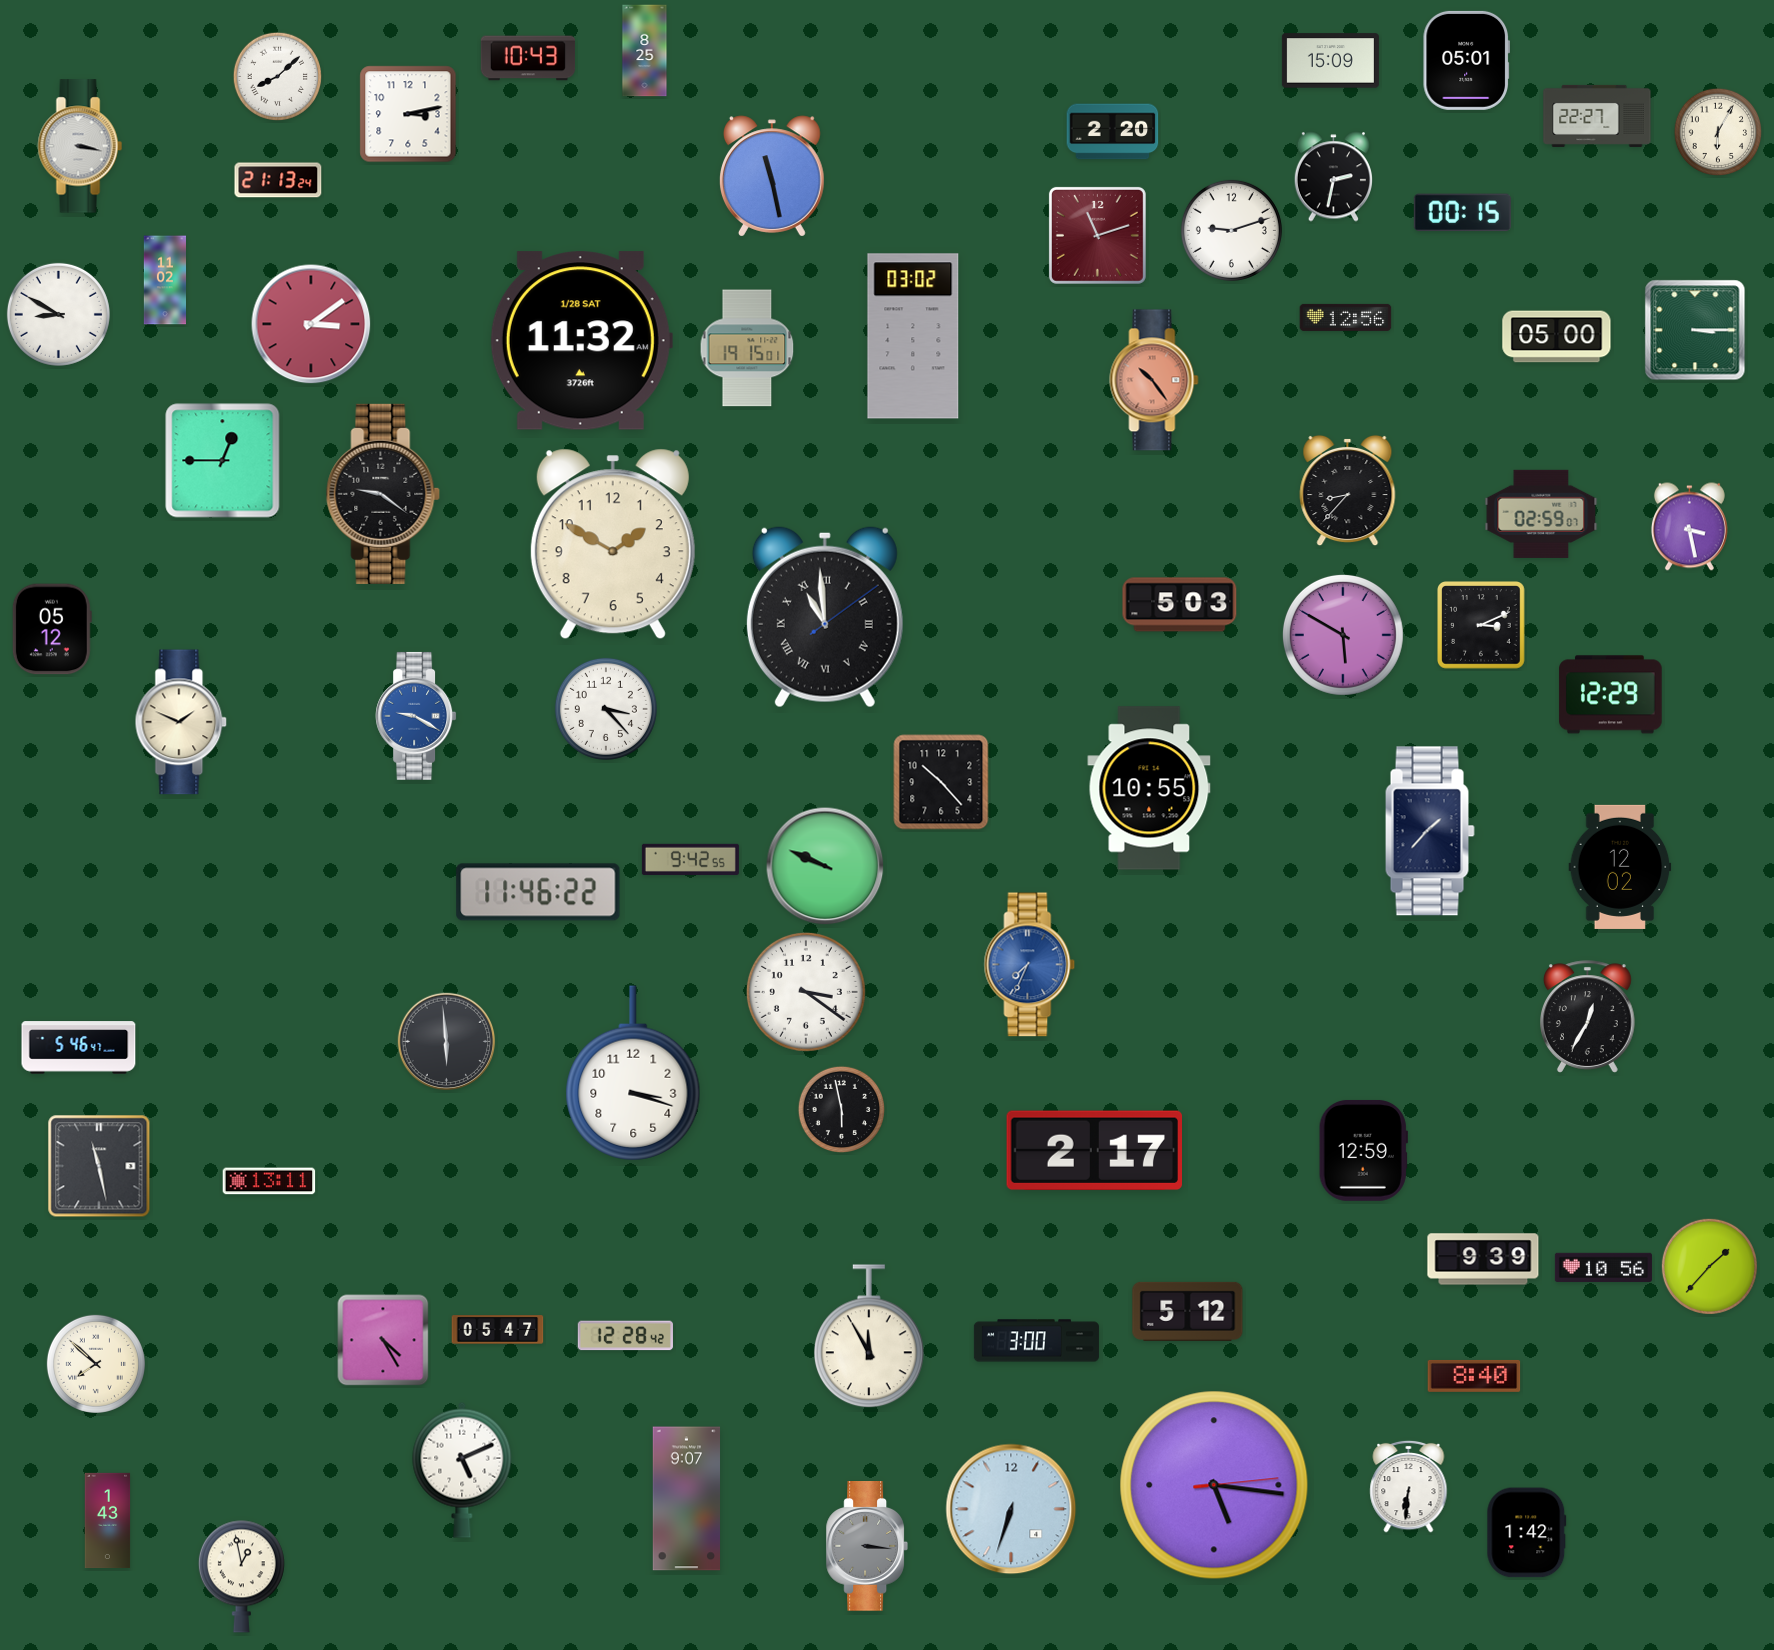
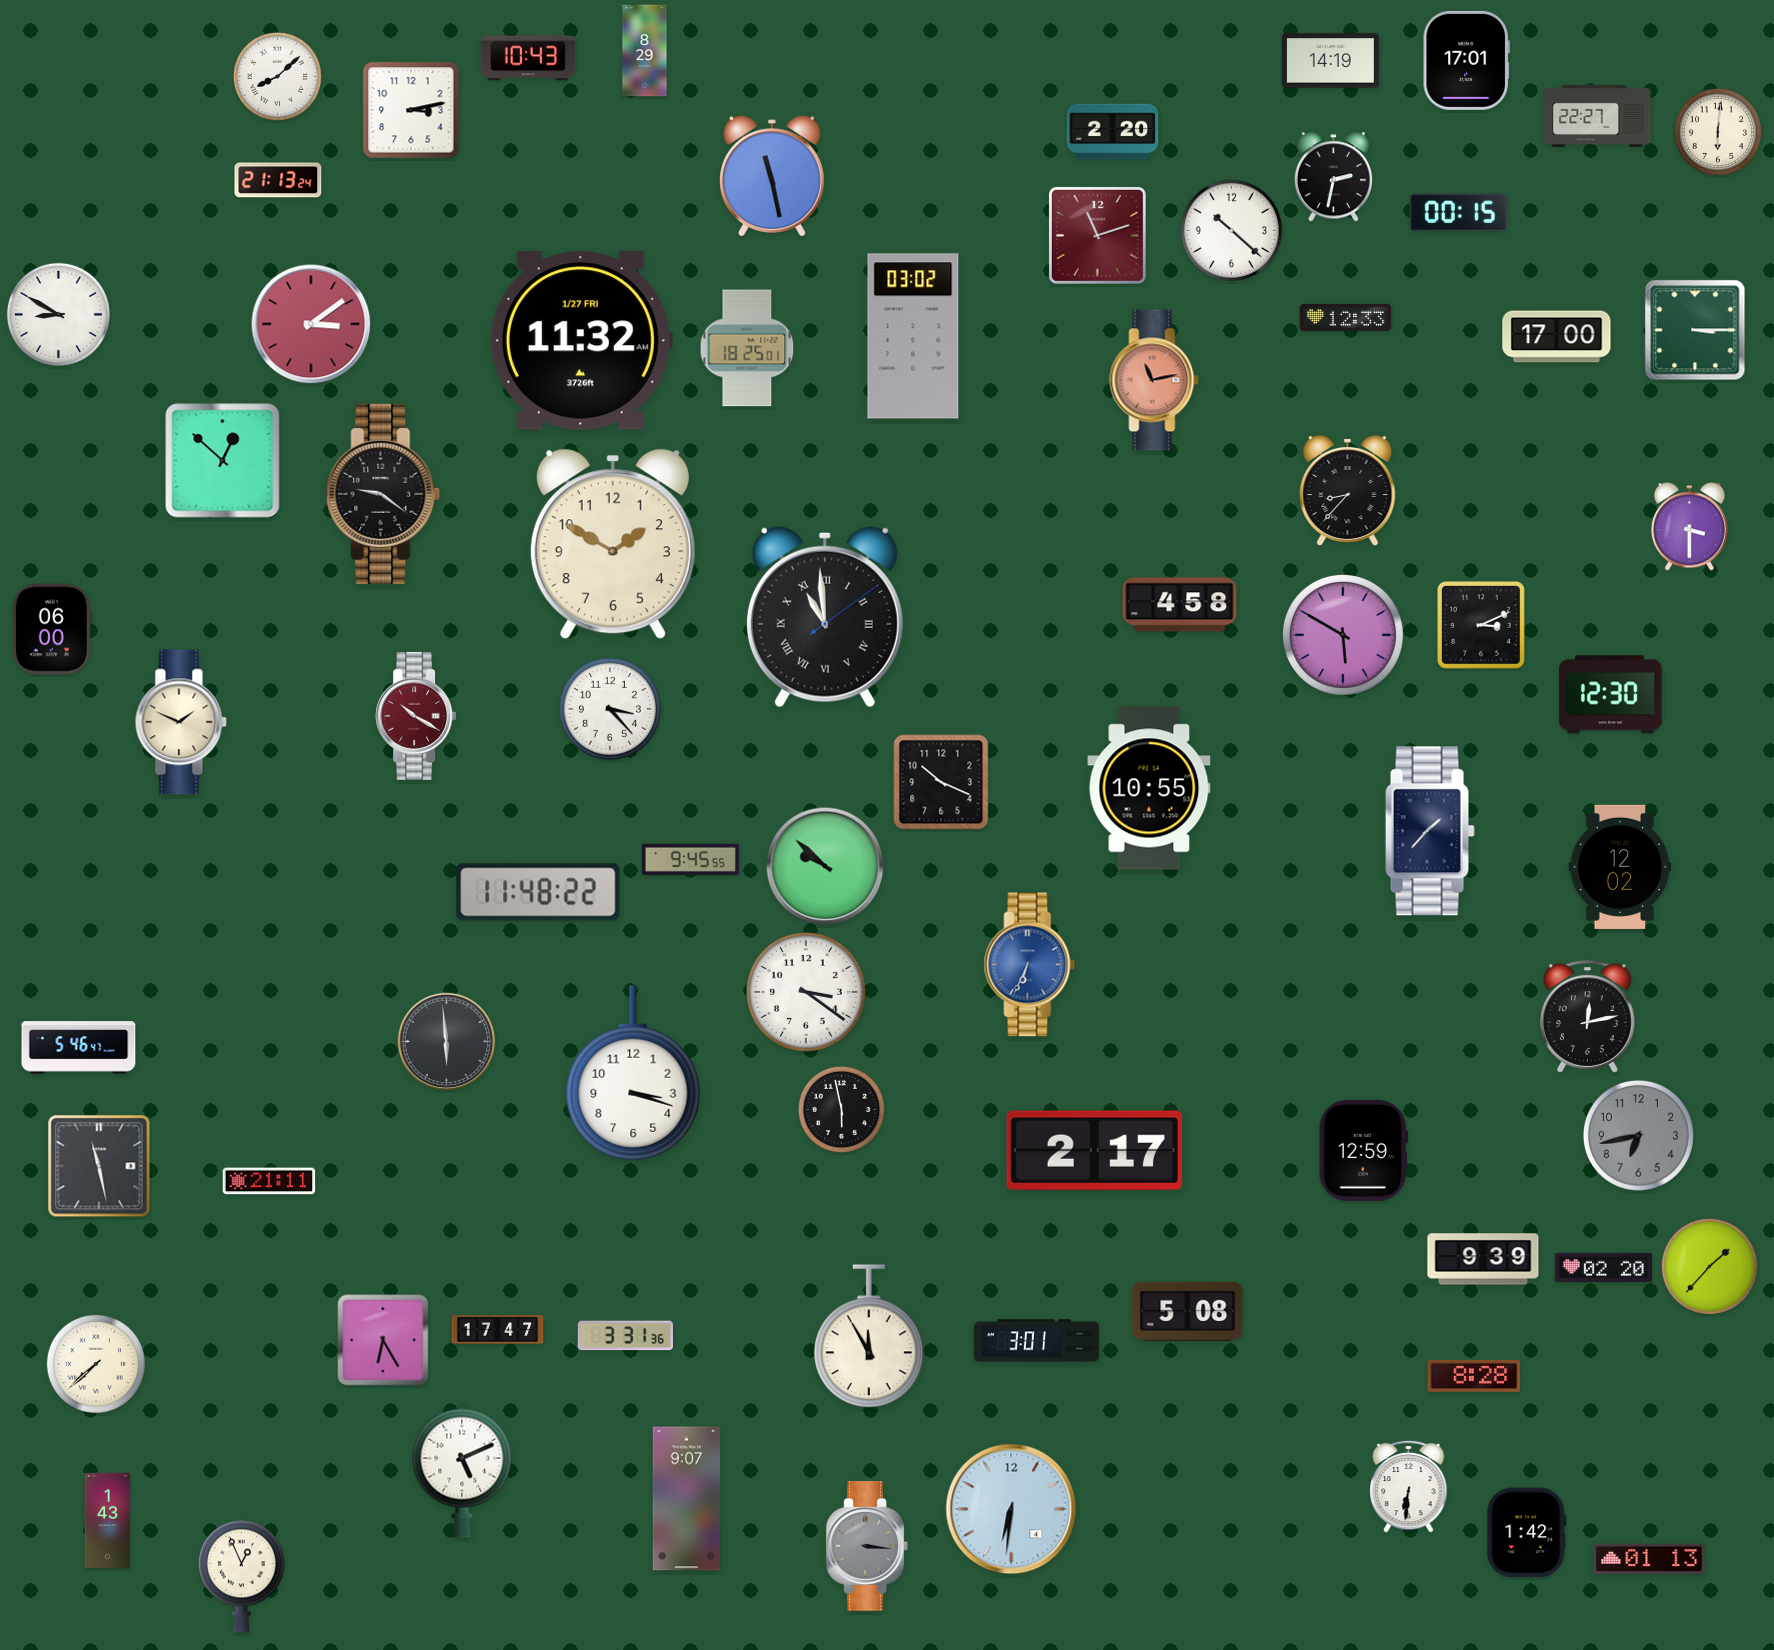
clock at (645, 51): 8:25 -> 8:29
clock at (1466, 60): 05:01 -> 17:01
clock at (1330, 61): 15:09 -> 14:19
clock at (408, 114) position: (408, 114) -> (411, 110)
clock at (1717, 131): 6:05 -> 6:01
clock at (80, 146): 3:17 -> none
clock at (1462, 213) position: (1462, 213) -> (1458, 213)
clock at (1231, 230): 9:12 -> 10:22
clock at (164, 280): 11:02 -> none
clock at (1346, 317): 12:56 -> 12:33
clock at (1557, 337): 05:00 -> 17:00
clock at (581, 341) date: 1/28 SAT -> 1/27 FRI
clock at (747, 348): 19:15 -> 18:25
clock at (1154, 380): 10:24 -> 11:13
clock at (223, 461): 12:45 -> 12:52
clock at (1541, 514): 02:59 -> none
clock at (1689, 527): 3:28 -> 3:30
clock at (1180, 605): 5:03 -> 4:58
clock at (52, 629): 05:12 -> 06:00
clock at (1611, 695): 12:29 -> 12:30
clock at (606, 709) position: (606, 709) -> (610, 709)
clock at (416, 716): 9:20 -> 10:20
clock at (416, 716) dial: blue -> burgundy
clock at (941, 782): 10:23 -> 10:19
clock at (690, 859): 9:42 -> 9:45
clock at (825, 866): 9:49 -> 9:52
clock at (538, 892): 11:46 -> 11:48
clock at (1030, 965): 7:34 -> 6:34
clock at (1588, 1017): 12:35 -> 12:13
clock at (1638, 1135): none -> 6:43
clock at (269, 1181): 13:11 -> 21:11
clock at (1603, 1267): 10:56 -> 02:20
clock at (1188, 1311): 5:12 -> 5:08
clock at (498, 1330): 05:47 -> 17:47
clock at (625, 1336): 12:28 -> 3:31
clock at (383, 1340): 4:25 -> 6:25
clock at (1036, 1341): 3:00 -> 3:01
clock at (96, 1364): 7:52 -> 7:38
clock at (1474, 1376): 8:40 -> 8:28
clock at (1214, 1485): 5:16 -> none
clock at (1011, 1509): 6:33 -> 6:31
clock at (1649, 1559): none -> 01:13
clock at (241, 1576): 12:58 -> 12:56
